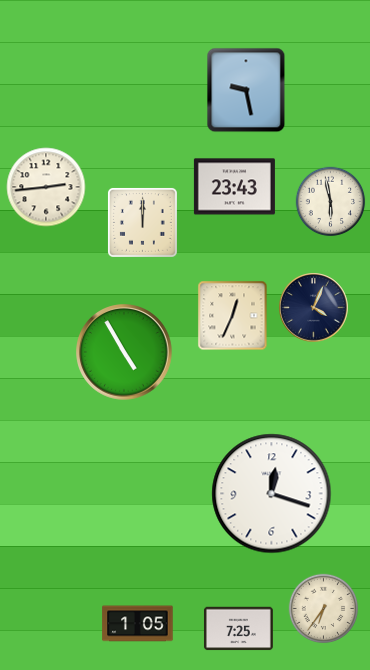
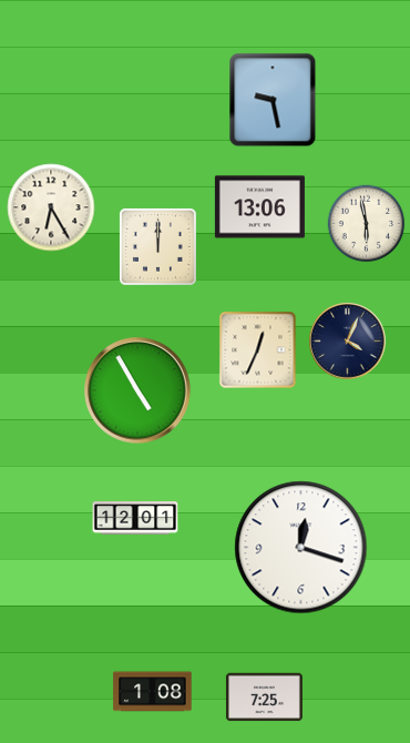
clock at (46, 187): 2:44 -> 6:25
clock at (234, 187): 23:43 -> 13:06
clock at (135, 518): none -> 12:01
clock at (324, 609): 6:36 -> none
clock at (138, 624): 1:05 -> 1:08
